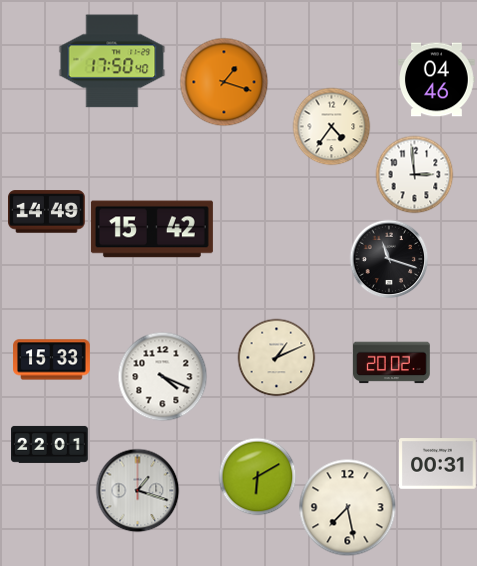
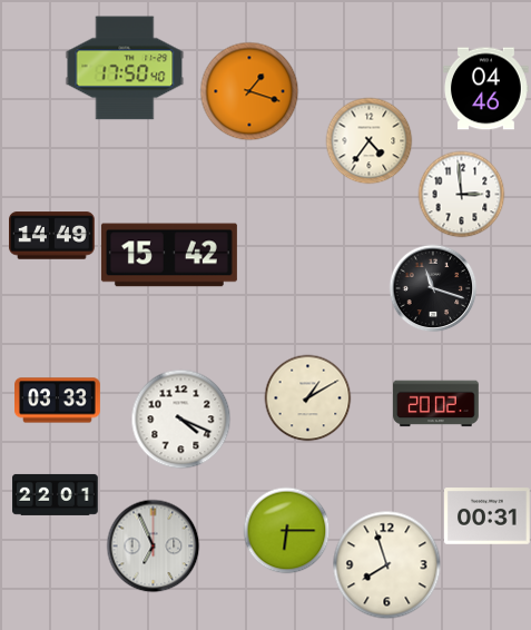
clock at (276, 357): 1:11 -> 1:10
clock at (52, 360): 15:33 -> 03:33
clock at (257, 476): 6:10 -> 6:15
clock at (137, 490): 1:18 -> 6:56
clock at (347, 507): 7:28 -> 7:57
